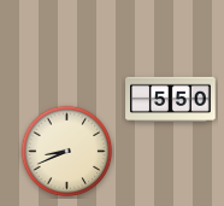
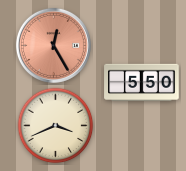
clock at (53, 45): none -> 12:25
clock at (67, 152): 8:41 -> 3:41
